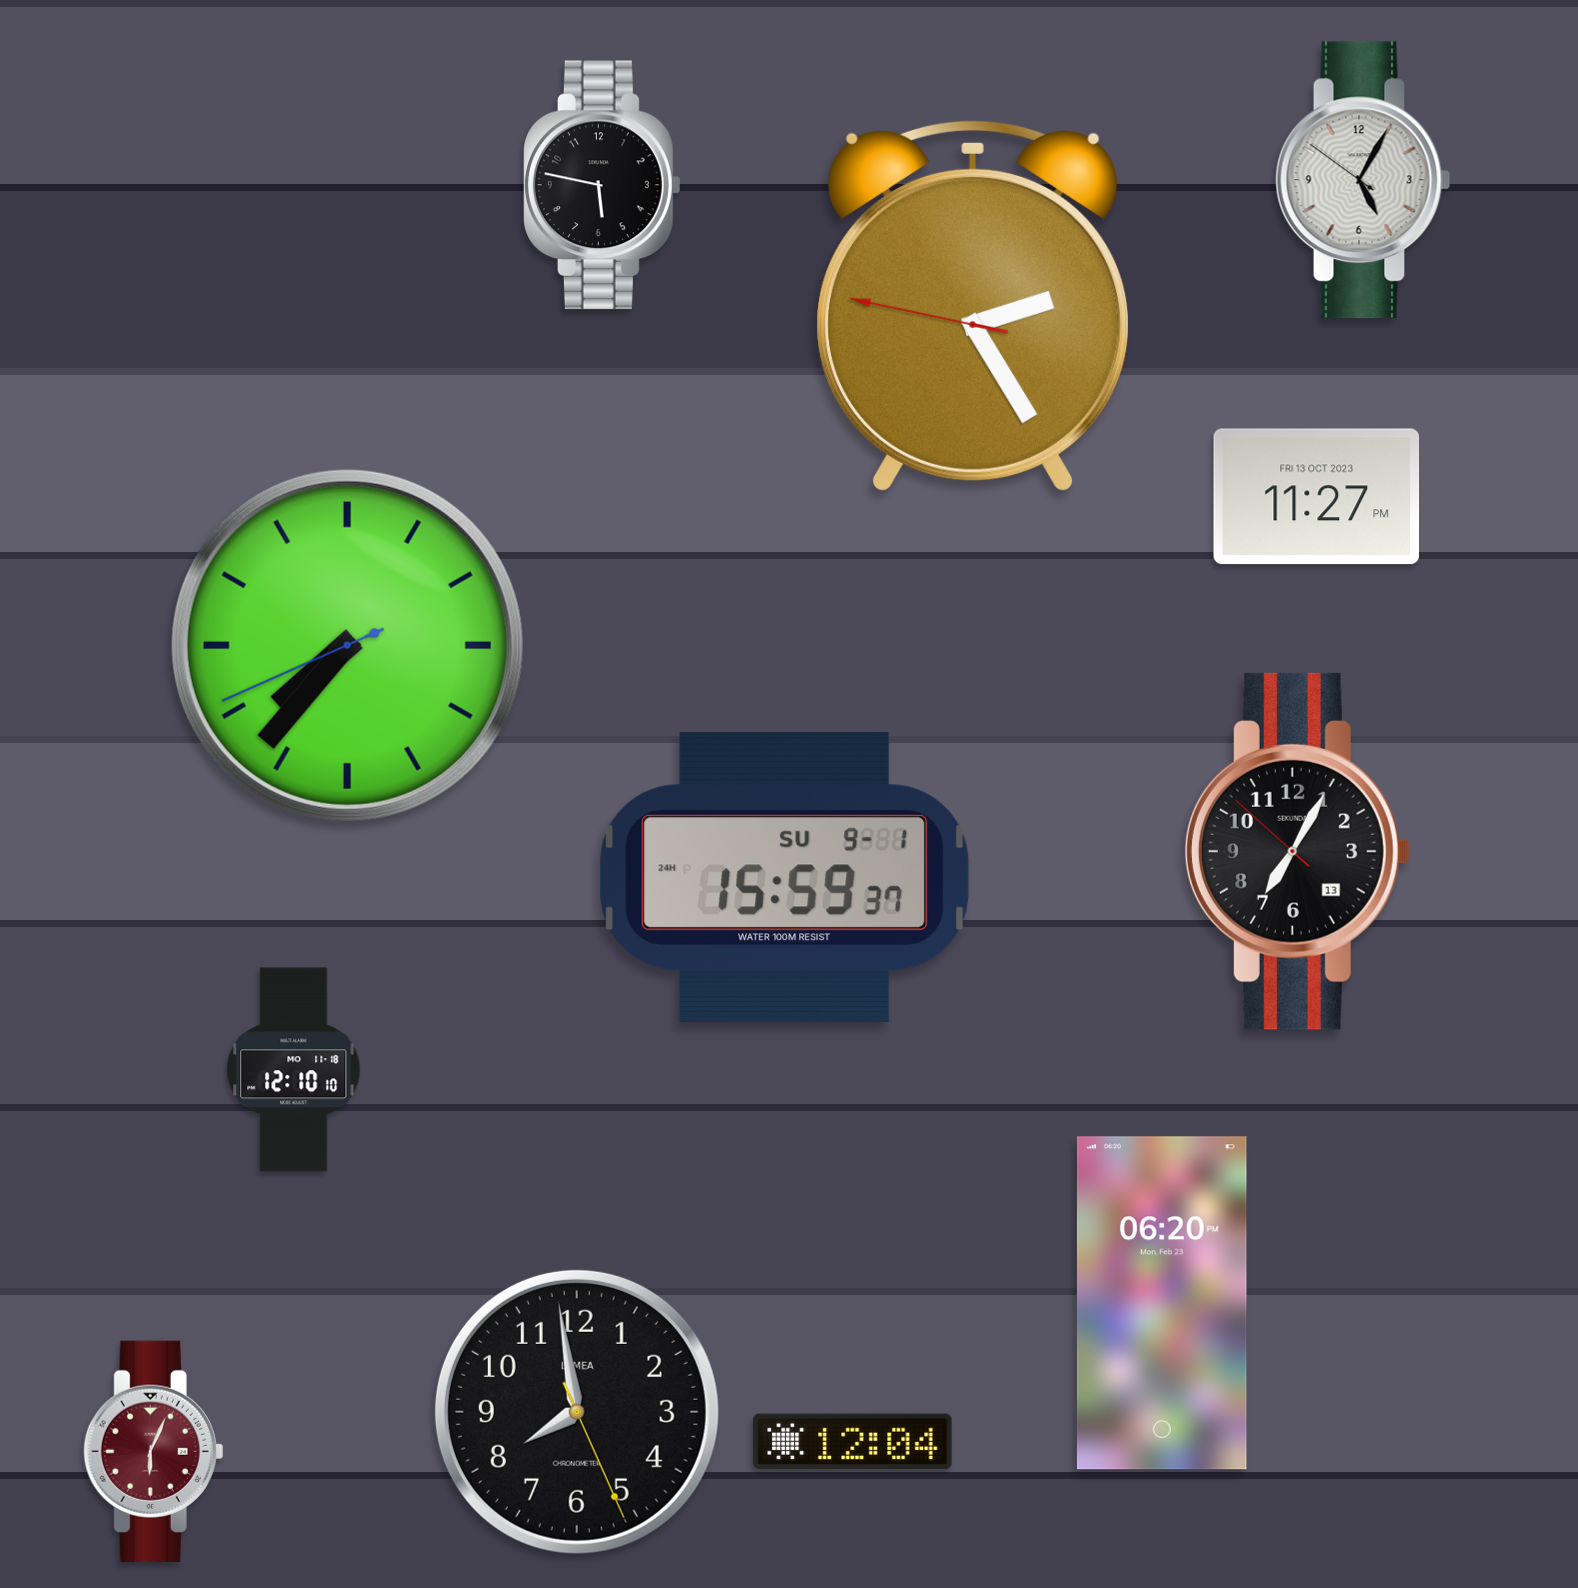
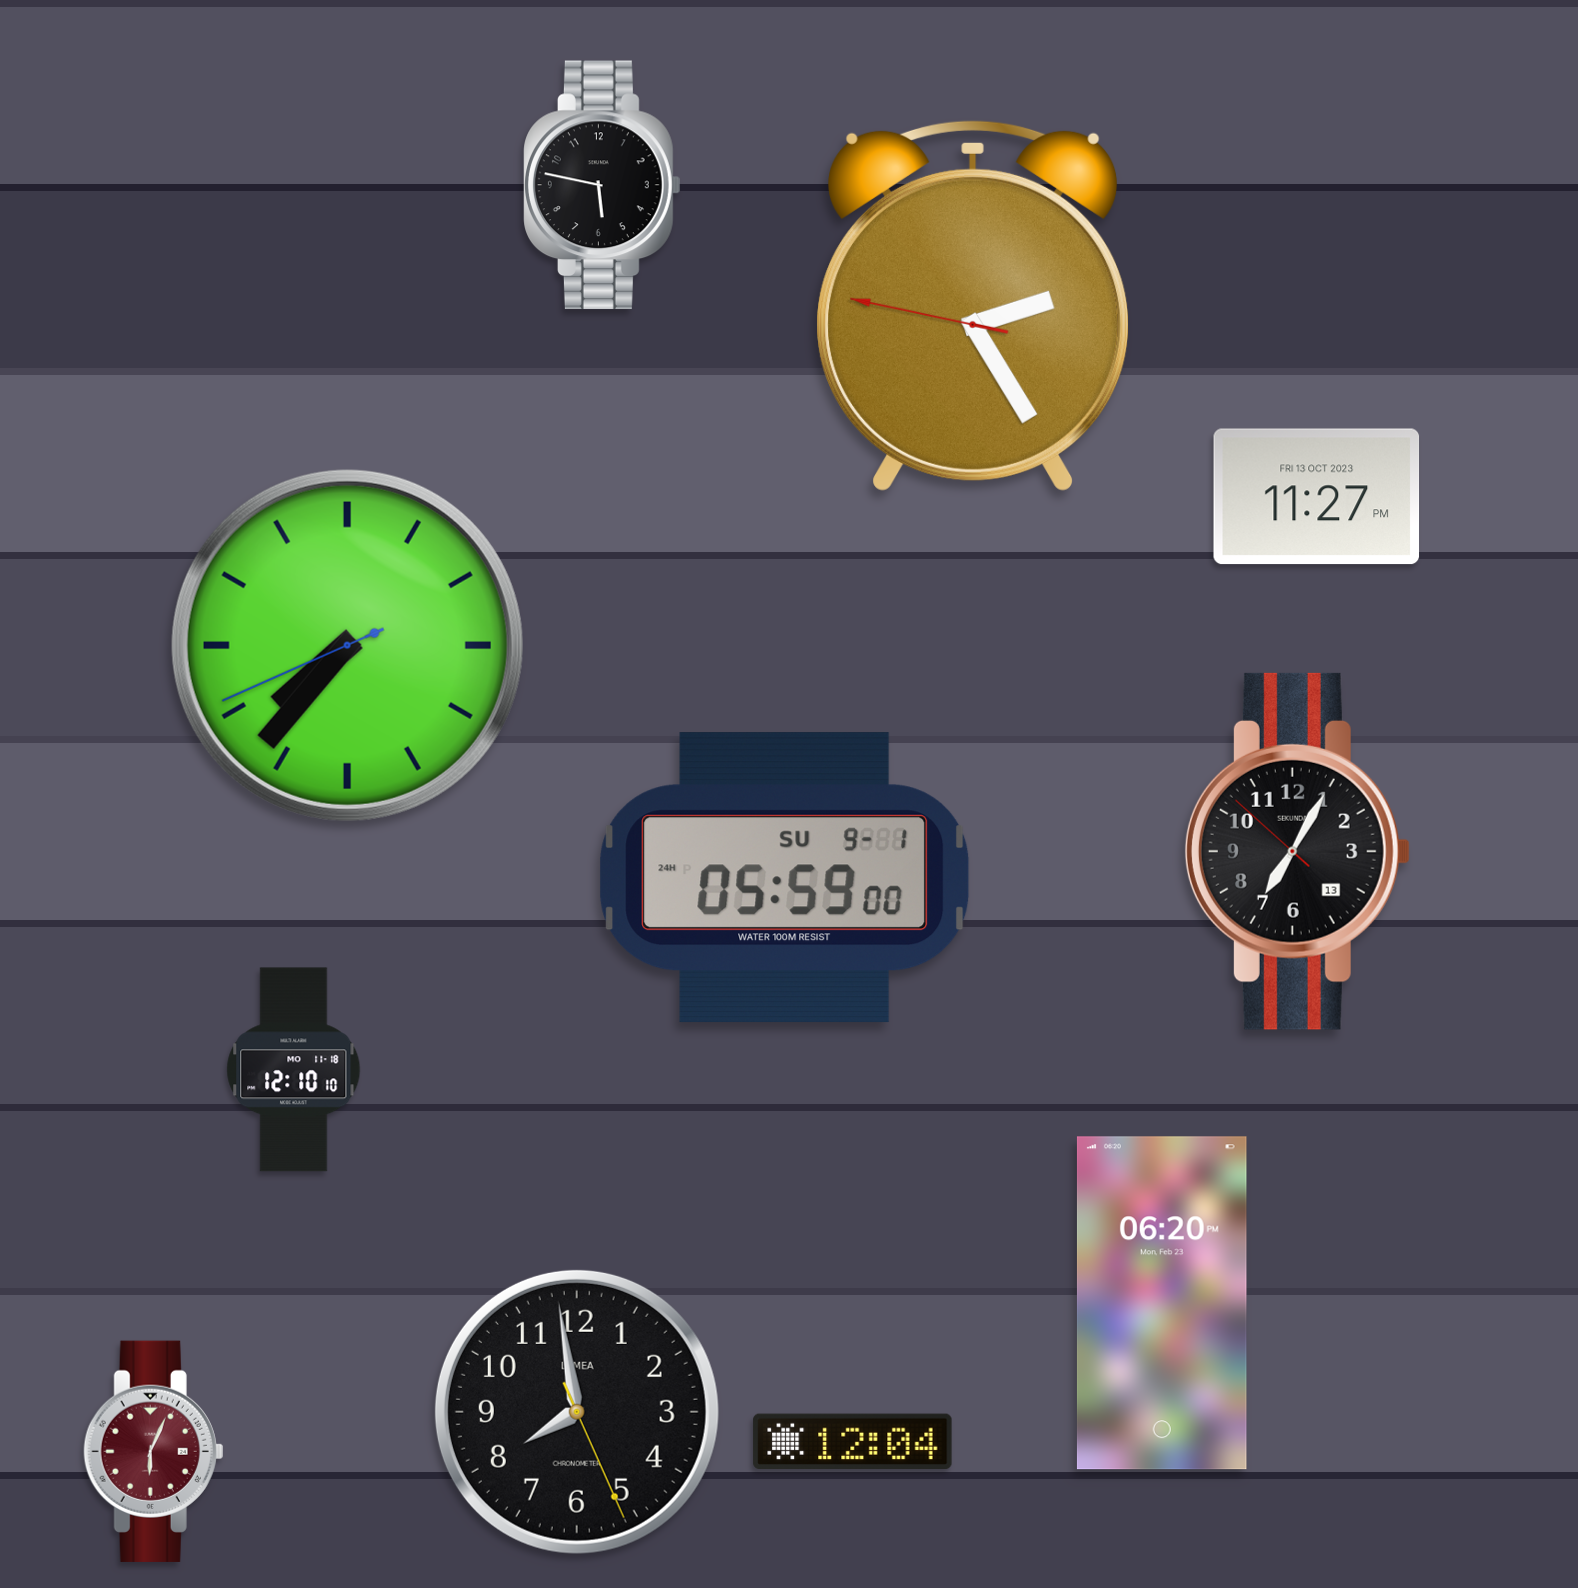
clock at (1363, 180): 5:04 -> none
clock at (785, 878): 15:59 -> 05:59
